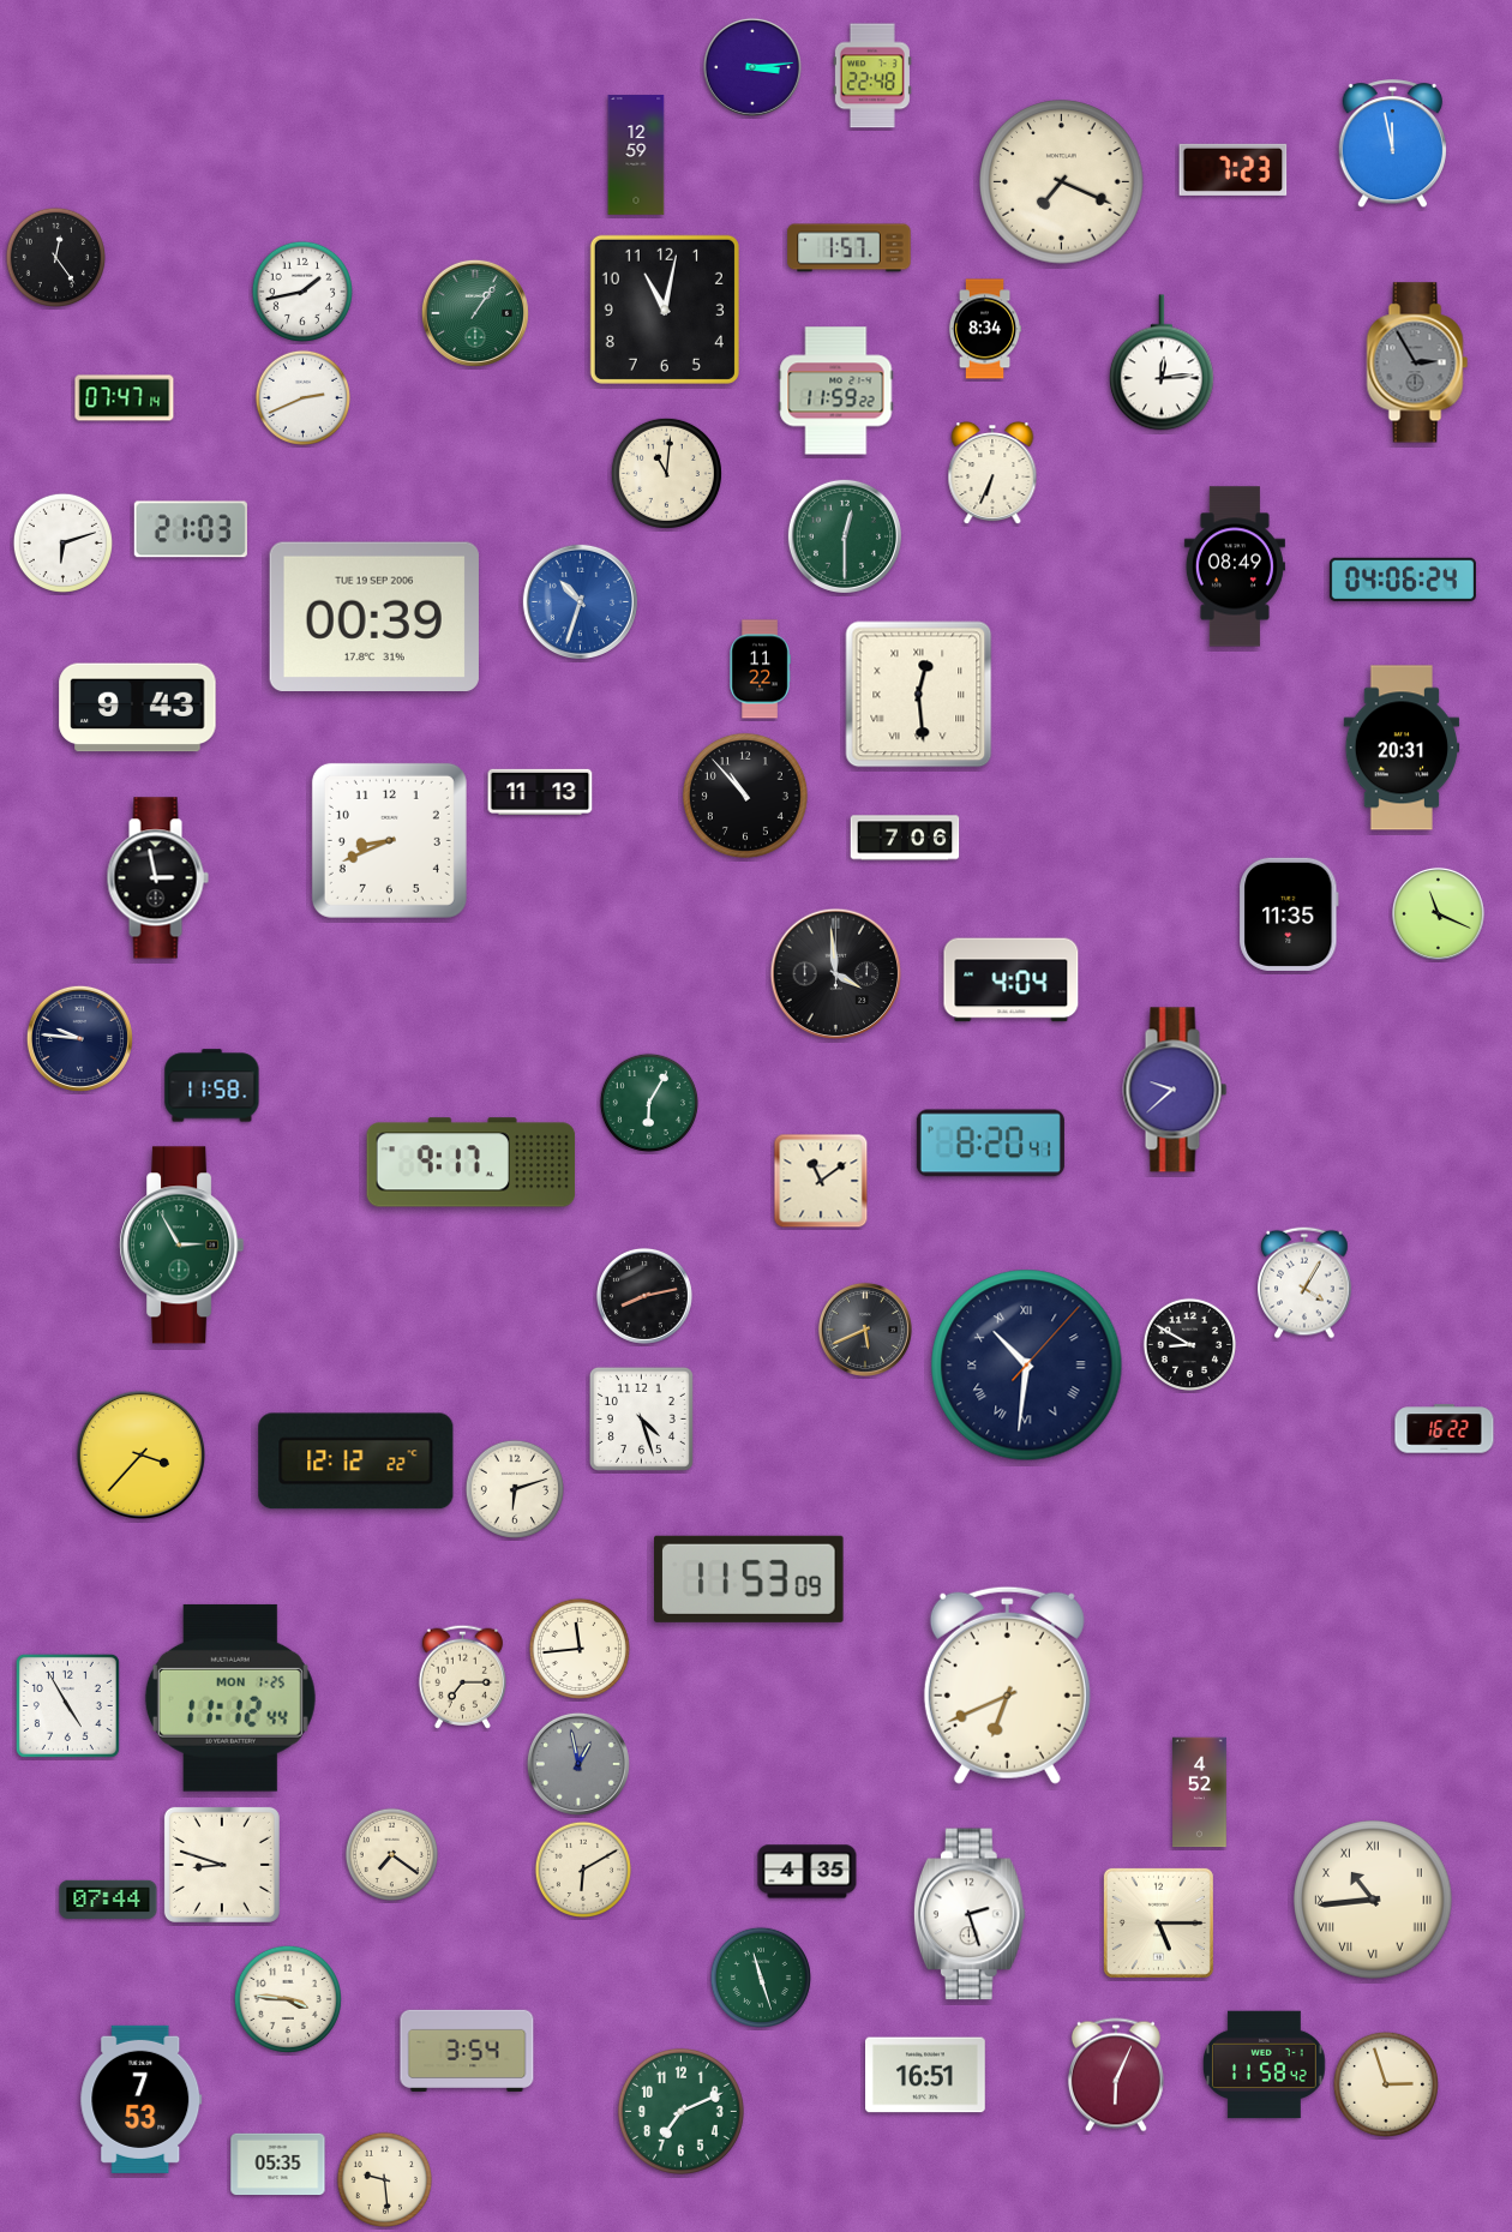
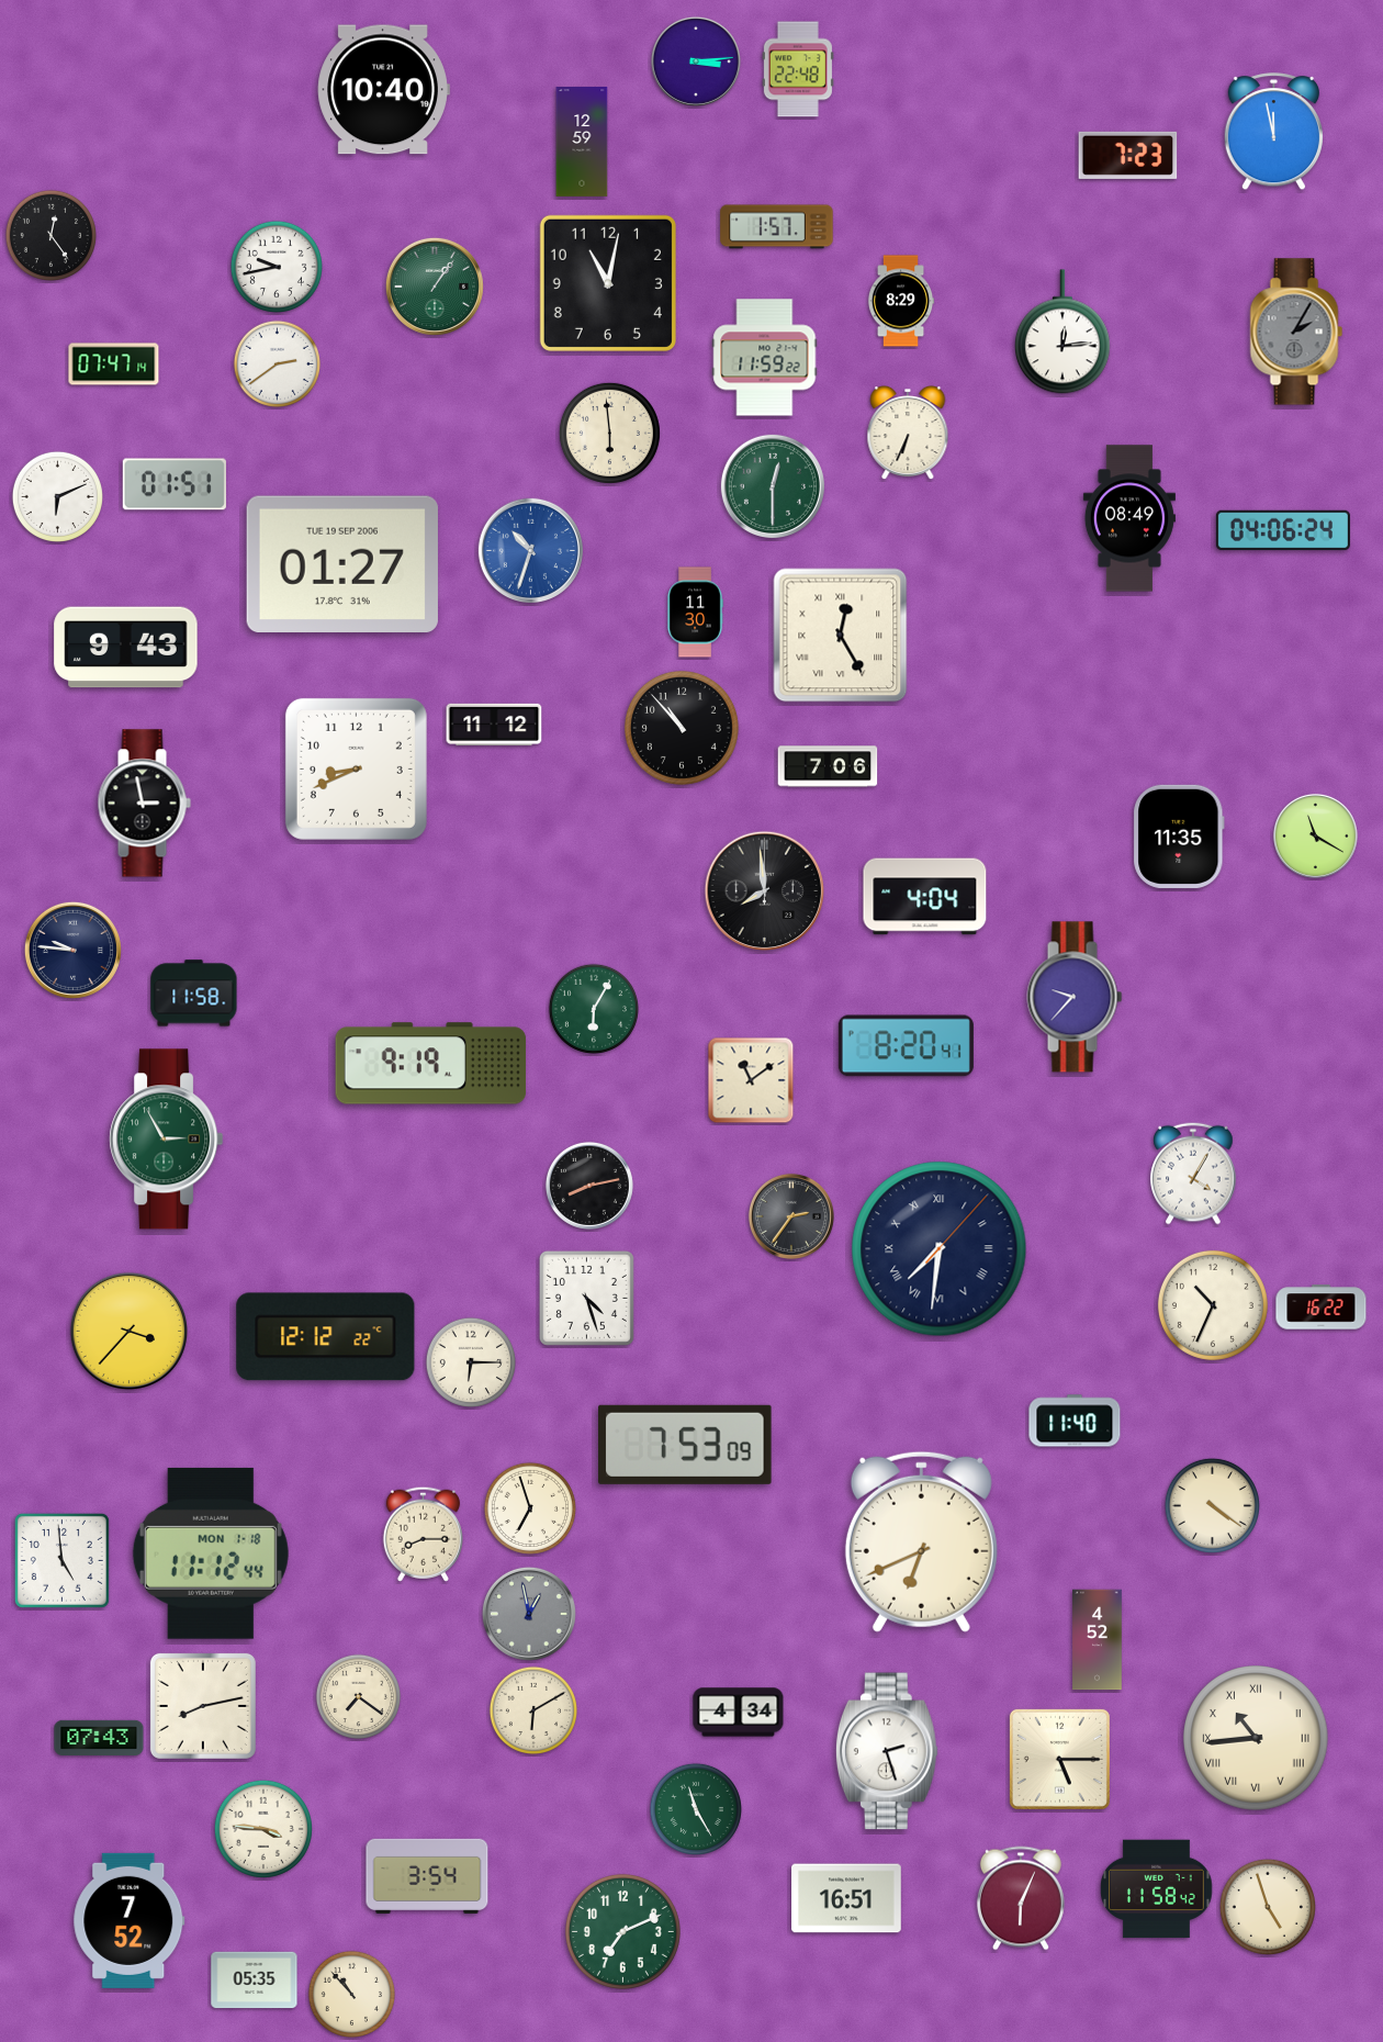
clock at (752, 67) position: (752, 67) -> (696, 61)
clock at (383, 90): none -> 10:40
clock at (1062, 182): 7:19 -> none
clock at (302, 292): 1:43 -> 9:43
clock at (985, 329): 8:34 -> 8:29
clock at (1417, 362): 2:55 -> 2:05
clock at (302, 397): 2:41 -> 2:39
clock at (666, 473): 11:01 -> 5:59
clock at (191, 529): 21:03 -> 01:51
clock at (845, 536) position: (845, 536) -> (773, 486)
clock at (62, 542): 6:12 -> 6:11
clock at (374, 616): 00:39 -> 01:27
clock at (760, 670): 11:22 -> 11:30
clock at (919, 695): 12:29 -> 12:25
clock at (1402, 748): 20:31 -> none
clock at (540, 792): 11:13 -> 11:12
clock at (1438, 913): 11:19 -> 11:20
clock at (836, 974): 3:59 -> 7:59
clock at (1175, 1090): 9:38 -> 9:37
clock at (472, 1163): 9:17 -> 9:19
clock at (865, 1330): 5:41 -> 2:36
clock at (1190, 1345): 8:50 -> none
clock at (1027, 1366): 10:31 -> 7:31
clock at (1213, 1305): none -> 10:34
clock at (514, 1488): 6:12 -> 6:15
clock at (1075, 1421): none -> 11:40
clock at (750, 1579): 11:53 -> 7:53
clock at (1212, 1505): none -> 4:21
clock at (580, 1649): 11:44 -> 6:57
clock at (462, 1676): 7:15 -> 8:15
clock at (230, 1698) date: MON 1-25 -> MON 1-18
clock at (67, 1705): 4:55 -> 4:59
clock at (222, 1865): 8:48 -> 8:13
clock at (808, 1872): 4:35 -> 4:34
clock at (108, 1898): 07:44 -> 07:43
clock at (761, 1978): 11:27 -> 11:25
clock at (1386, 2084): 2:57 -> 4:57
clock at (142, 2099): 7:53 -> 7:52
clock at (384, 2179): 9:29 -> 10:53
